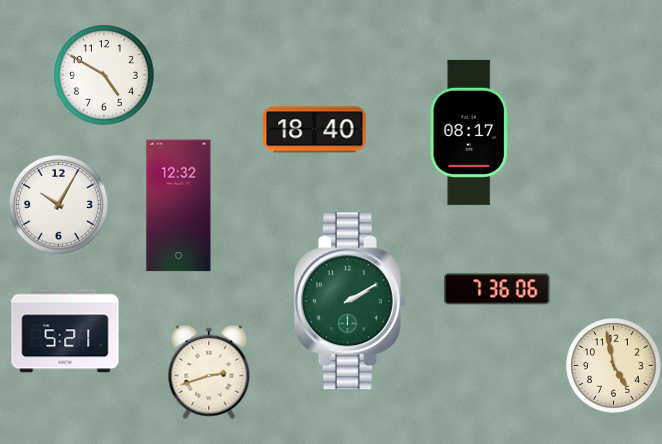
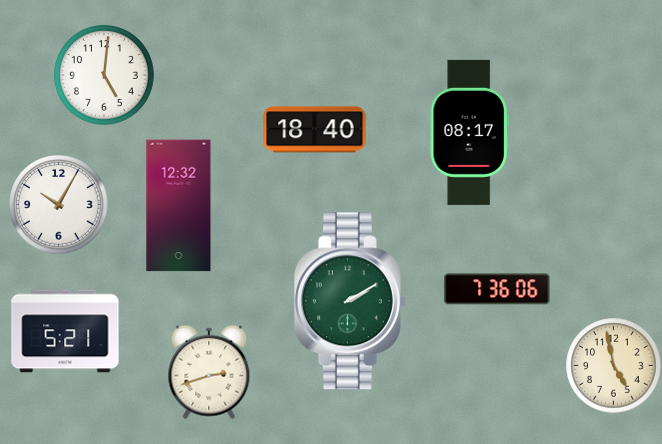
clock at (105, 76): 4:50 -> 5:01
